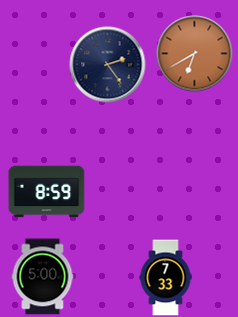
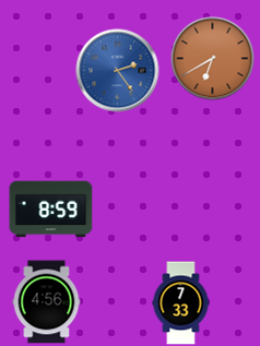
clock at (108, 65) dial: navy -> blue
clock at (43, 277): 5:00 -> 4:56
